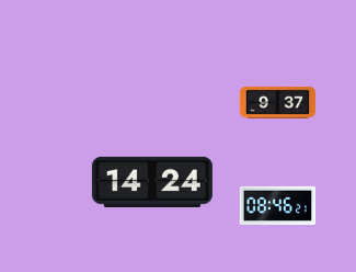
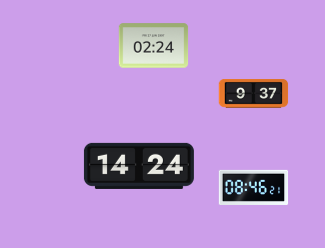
clock at (154, 46): none -> 02:24
